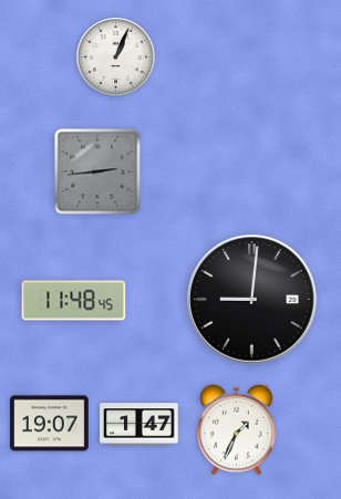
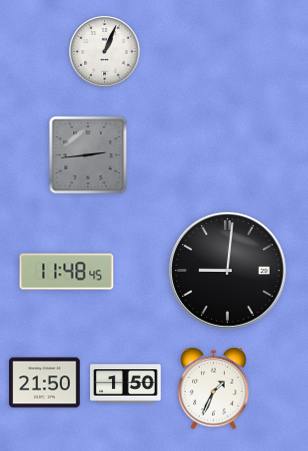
clock at (50, 424): 19:07 -> 21:50
clock at (139, 425): 1:47 -> 1:50
